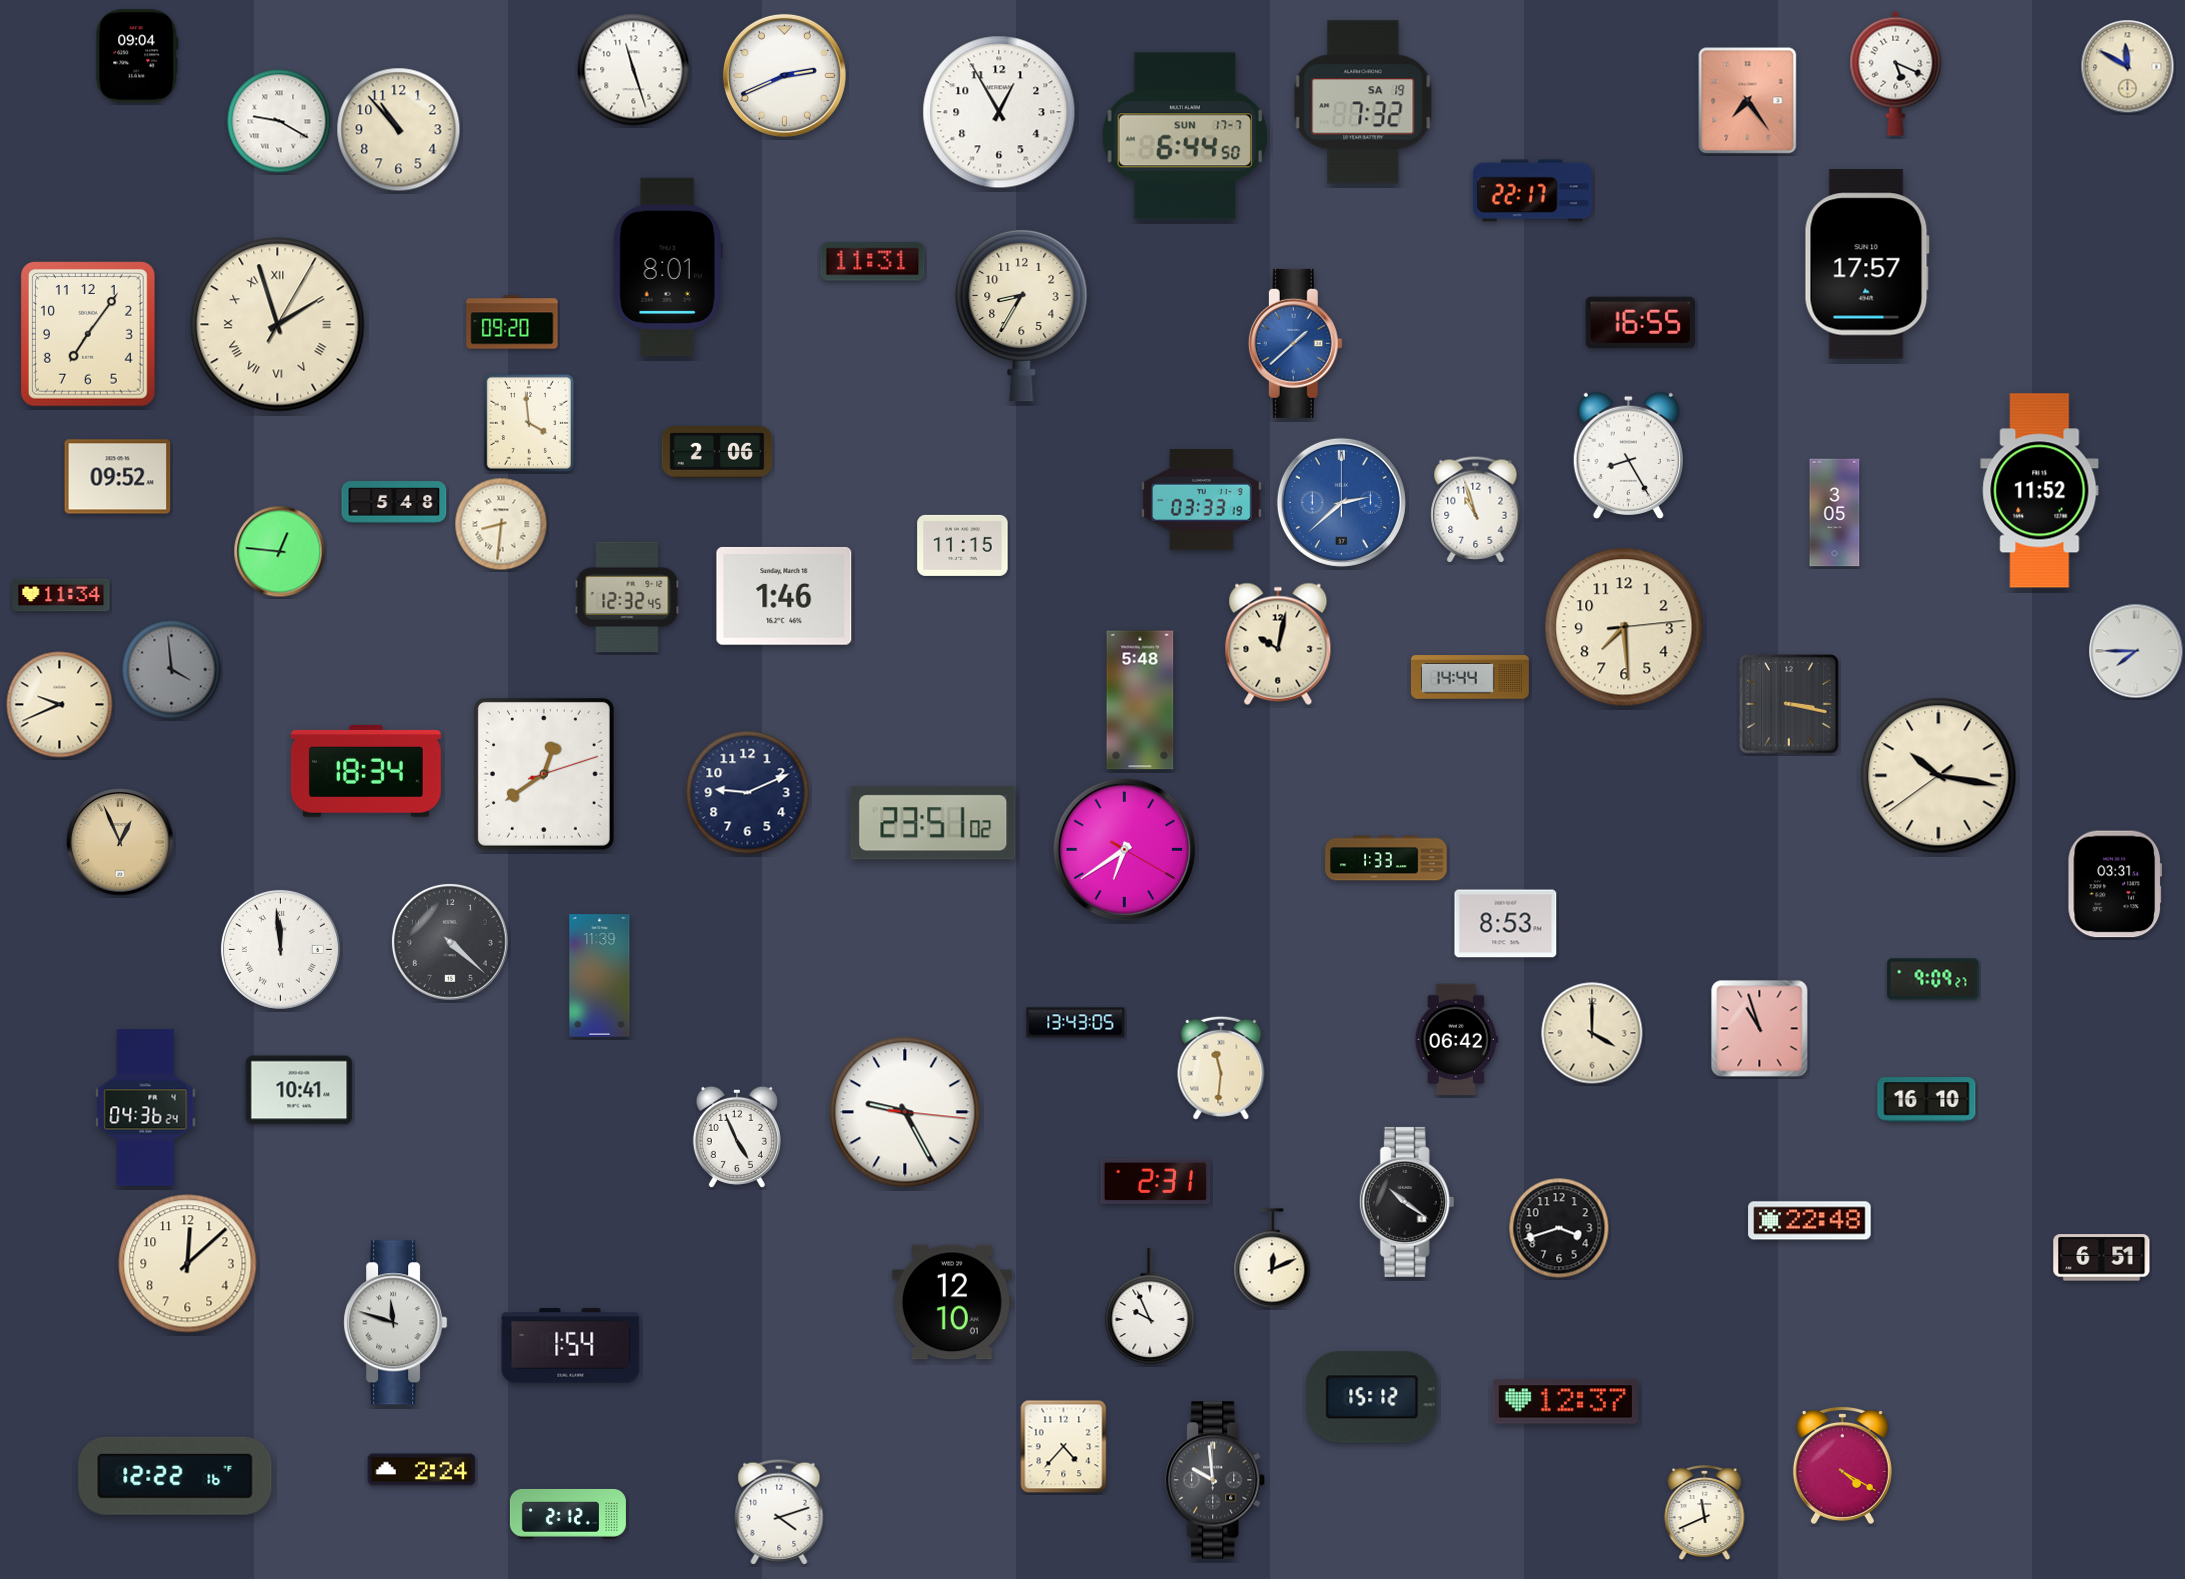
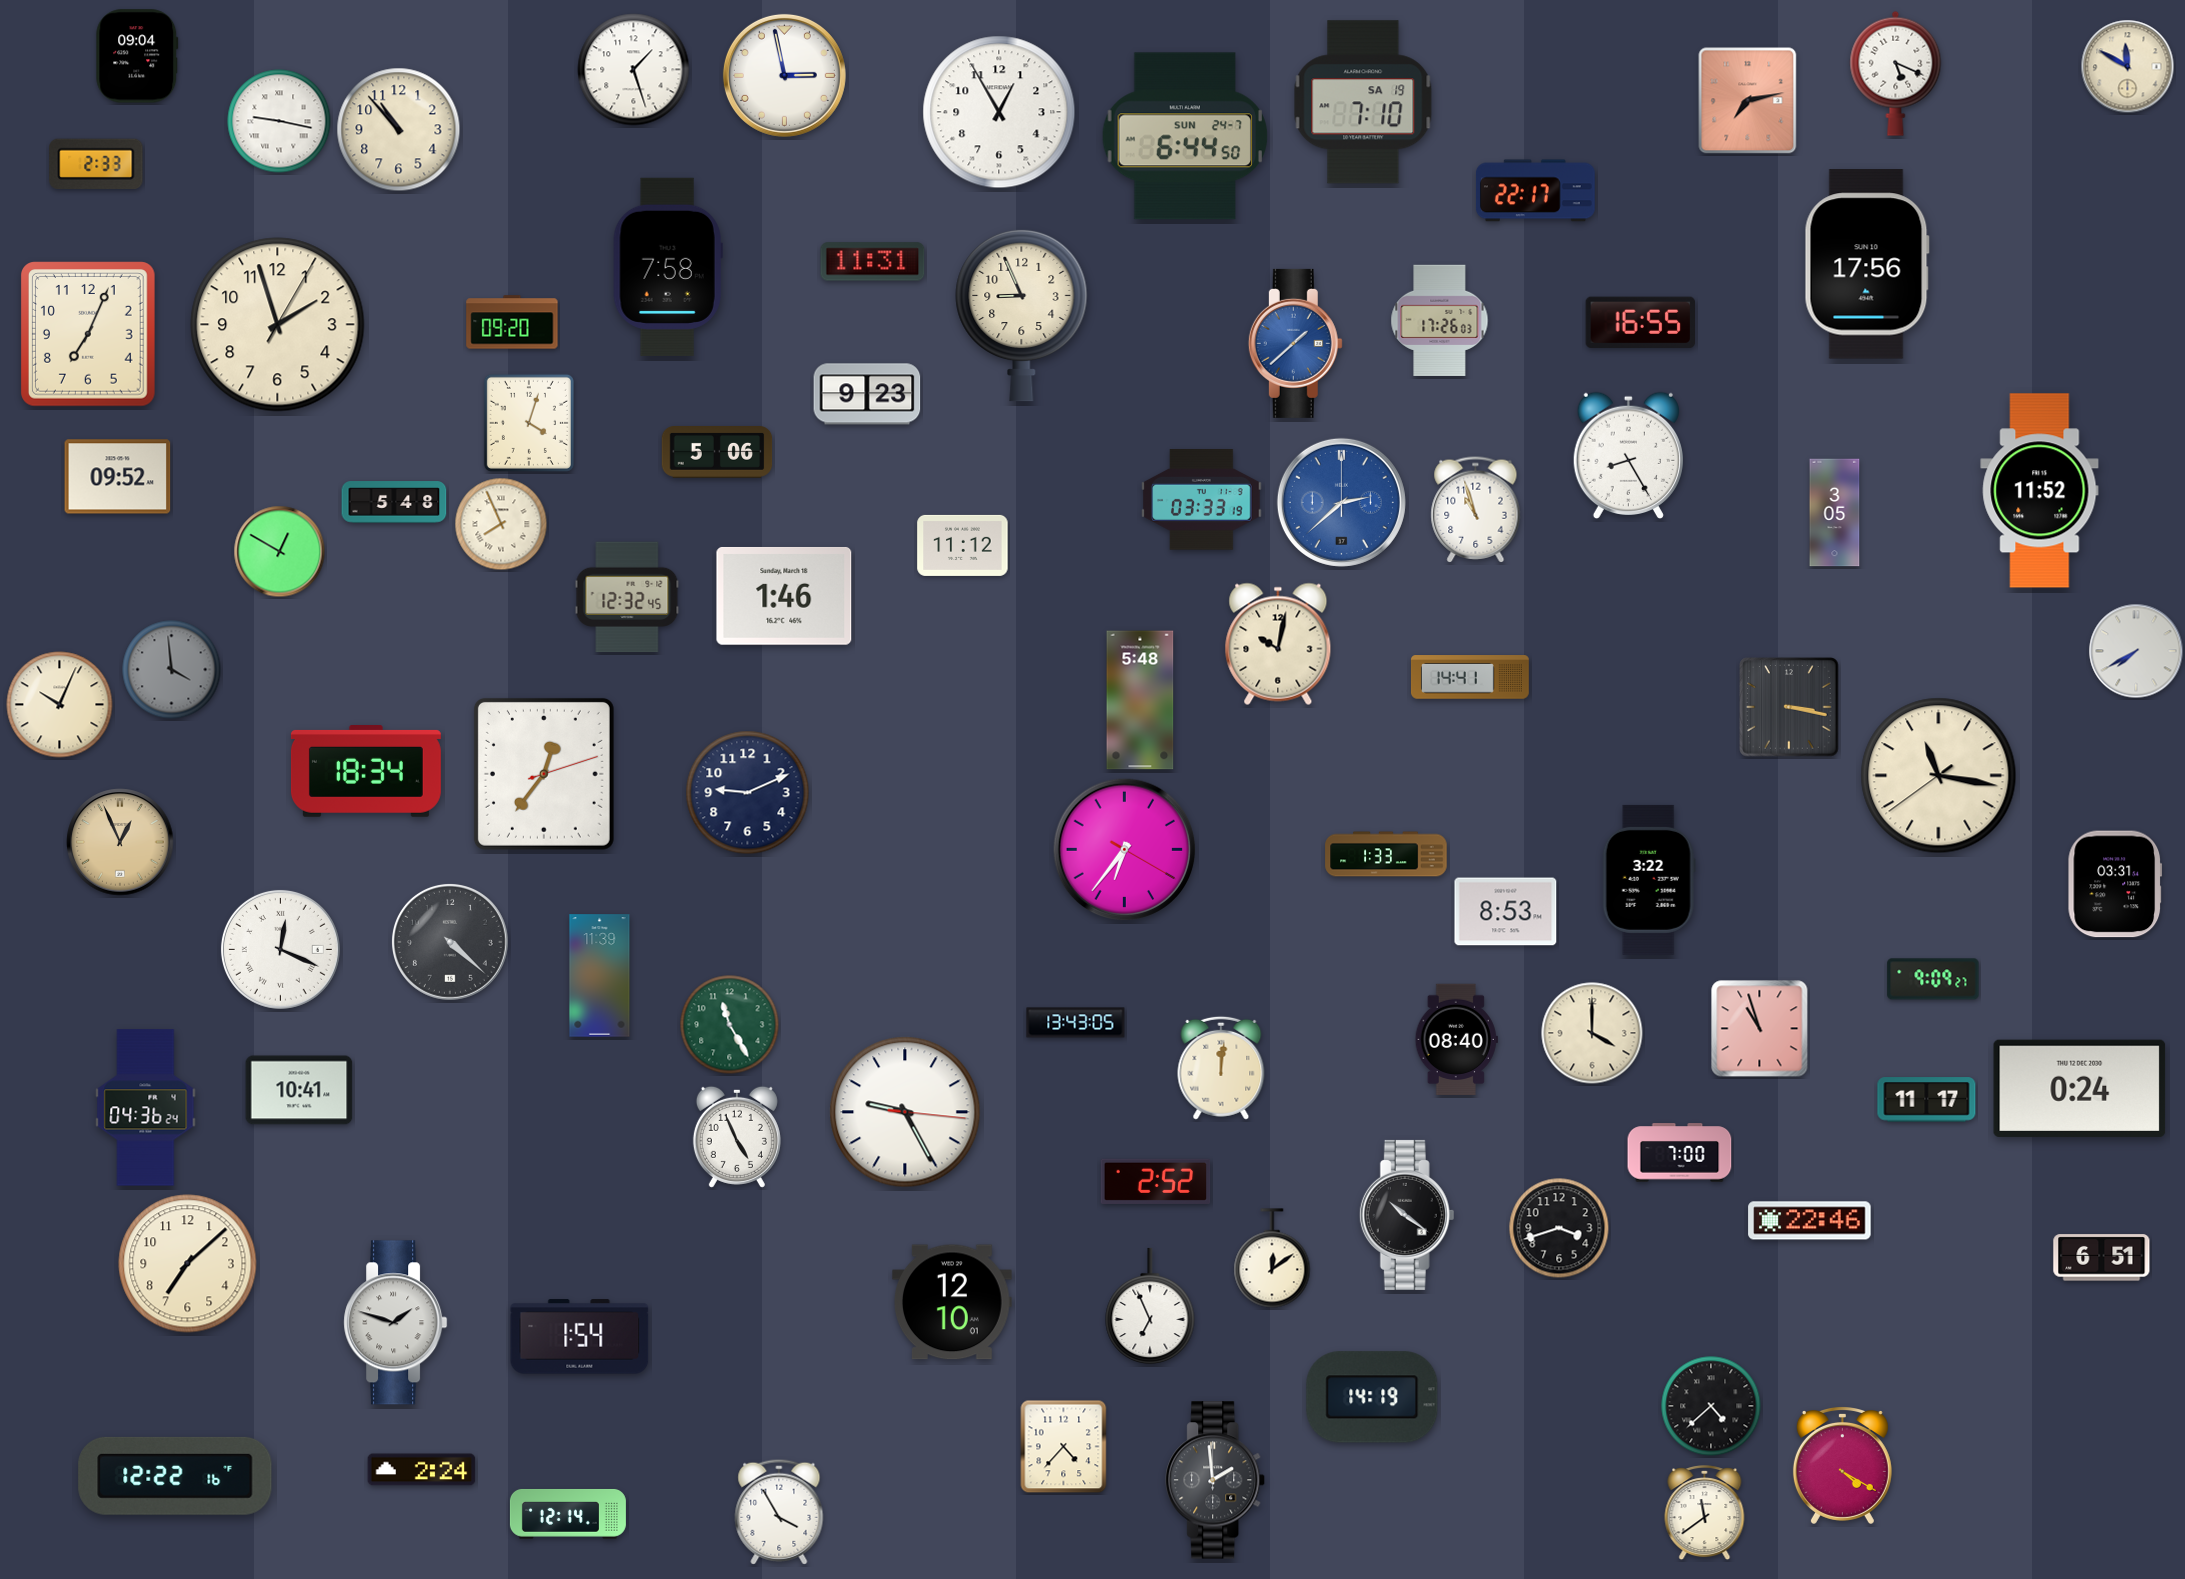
clock at (634, 70): 11:27 -> 1:27
clock at (784, 75): 2:41 -> 2:58
clock at (1748, 101): 7:24 -> 7:13
clock at (1363, 102): 7:32 -> 7:10
clock at (279, 121): 9:20 -> 9:17
clock at (1184, 136) date: SUN 17-7 -> SUN 24-7
clock at (96, 164): none -> 2:33
clock at (1532, 191) position: (1532, 191) -> (1535, 191)
clock at (1867, 264): 17:57 -> 17:56
clock at (668, 267): 8:01 -> 7:58
clock at (1022, 315): 8:35 -> 8:56
clock at (1440, 320): none -> 17:26
clock at (278, 325) numerals: Roman -> Arabic
clock at (89, 334): 7:06 -> 7:04
clock at (867, 394): none -> 9:23
clock at (529, 423): 3:59 -> 4:03
clock at (717, 453): 2:06 -> 5:06
clock at (501, 524): 8:31 -> 7:56
clock at (963, 545): 11:15 -> 11:12
clock at (280, 552): 12:46 -> 12:50
clock at (61, 595): 11:34 -> none
clock at (1624, 627): 7:29 -> none
clock at (2136, 651): 7:45 -> 7:40
clock at (1470, 677): 14:44 -> 14:41
clock at (1789, 704) position: (1789, 704) -> (1789, 707)
clock at (60, 705): 9:41 -> 10:04
clock at (544, 774): 12:39 -> 12:36
clock at (1939, 776): 10:16 -> 11:16
clock at (933, 823): 23:51 -> none
clock at (1125, 850): 6:39 -> 6:36
clock at (1386, 858) position: (1386, 858) -> (1386, 854)
clock at (1649, 880): none -> 3:22
clock at (1506, 924) position: (1506, 924) -> (1506, 912)
clock at (280, 949): 11:59 -> 12:19
clock at (730, 1025): none -> 11:25
clock at (1456, 1039): 06:42 -> 08:40
clock at (1221, 1068): 11:31 -> 12:01
clock at (2080, 1088): none -> 0:24
clock at (1927, 1100): 16:10 -> 11:17
clock at (1680, 1153): none -> 7:00
clock at (1156, 1181): 2:31 -> 2:52
clock at (1407, 1202) position: (1407, 1202) -> (1407, 1215)
clock at (1810, 1221): 22:48 -> 22:46
clock at (1272, 1258): 12:11 -> 12:09
clock at (188, 1264): 12:08 -> 7:08
clock at (1150, 1306): 9:56 -> 6:56
clock at (396, 1323): 11:48 -> 1:48
clock at (571, 1346) position: (571, 1346) -> (580, 1337)
clock at (1372, 1397): 15:12 -> 14:19
clock at (1565, 1402): 12:37 -> none
clock at (1711, 1406): none -> 4:38
clock at (1216, 1480): 9:59 -> 1:59
clock at (779, 1512): 4:12 -> 3:55
clock at (568, 1514): 2:12 -> 12:14
clock at (1705, 1514): 11:41 -> 11:39
